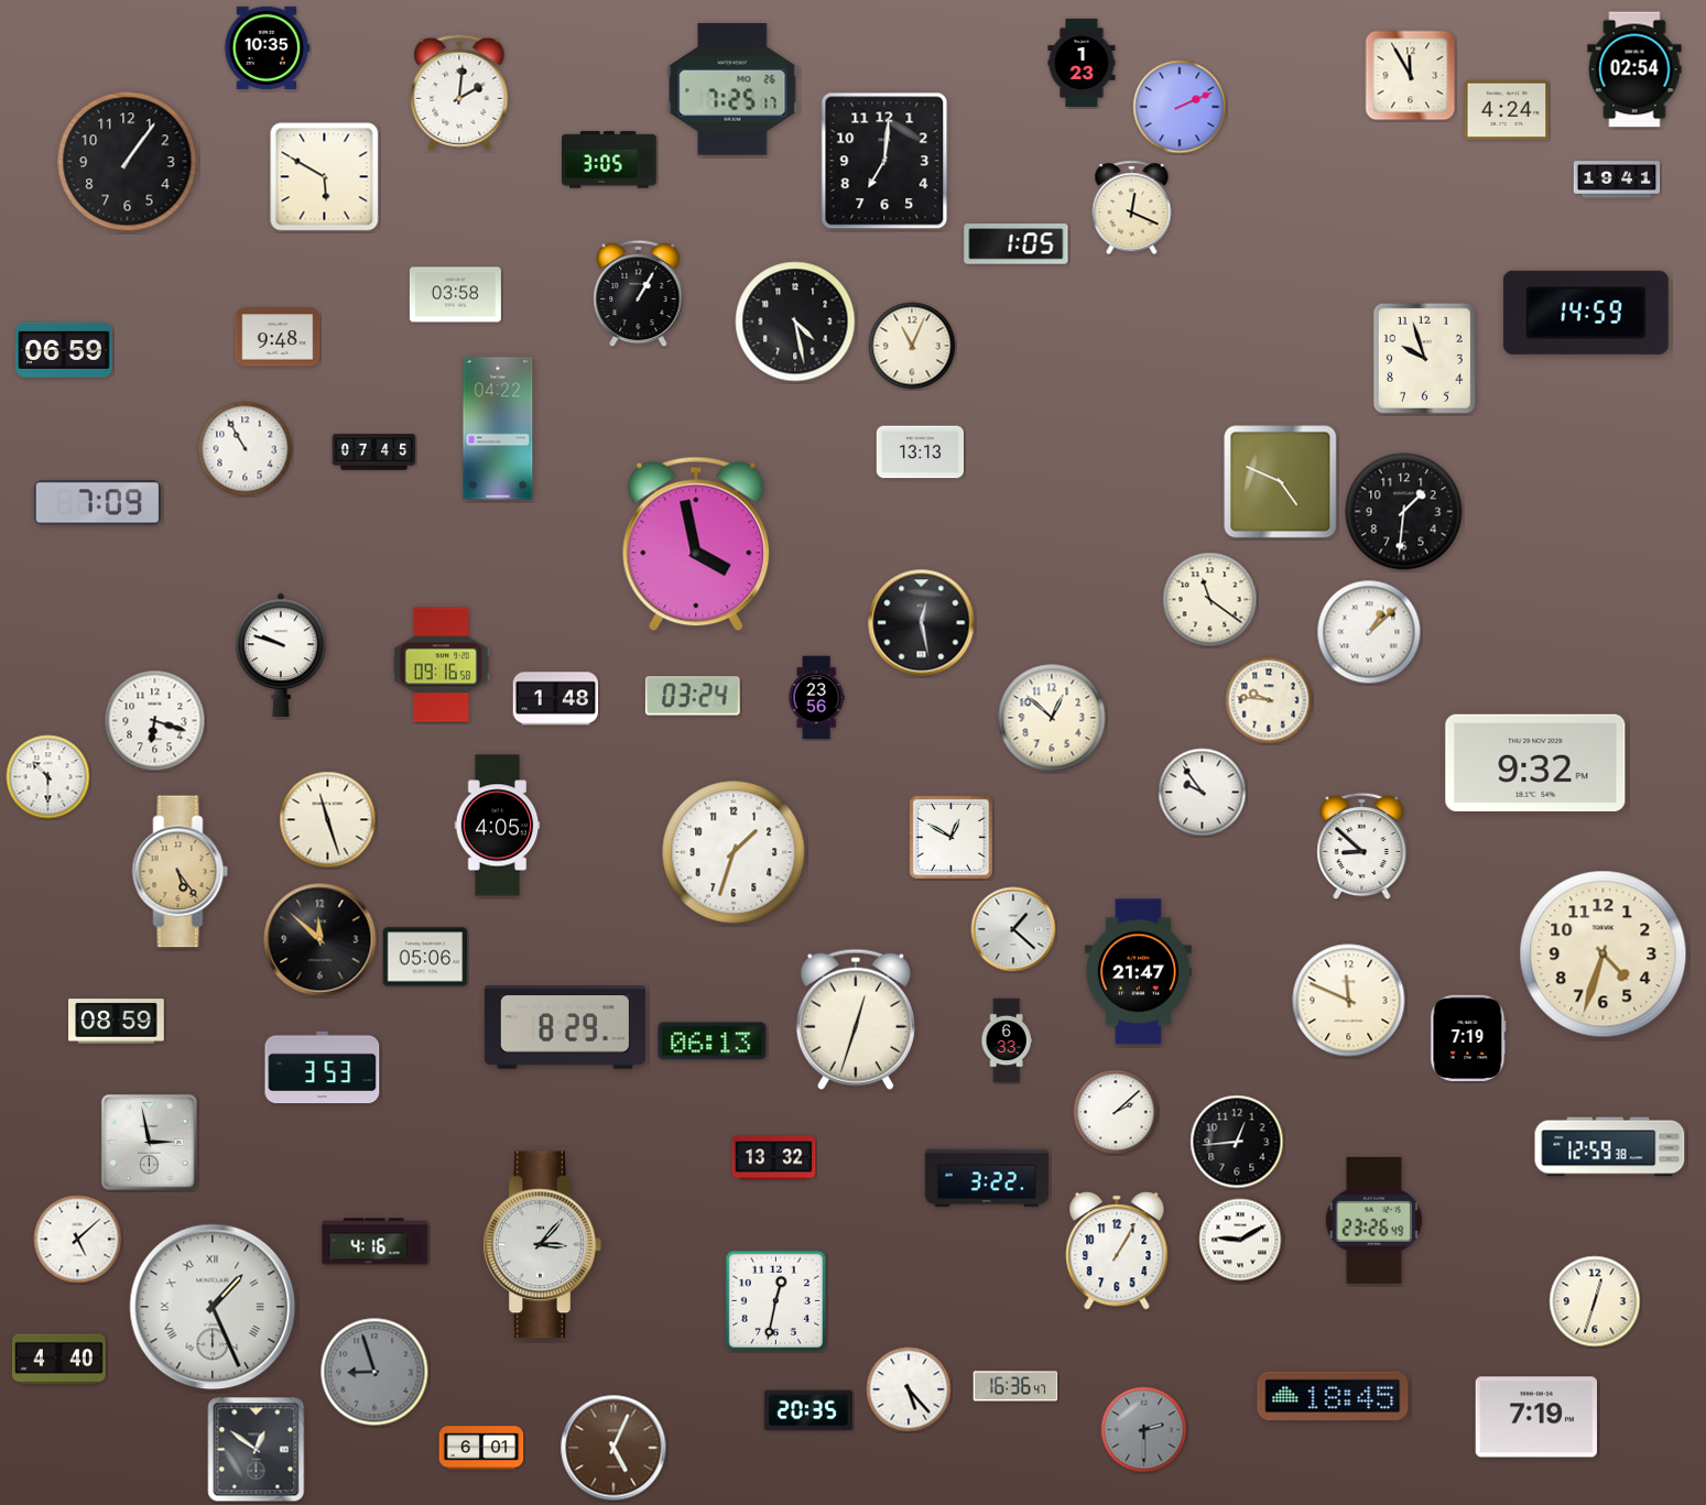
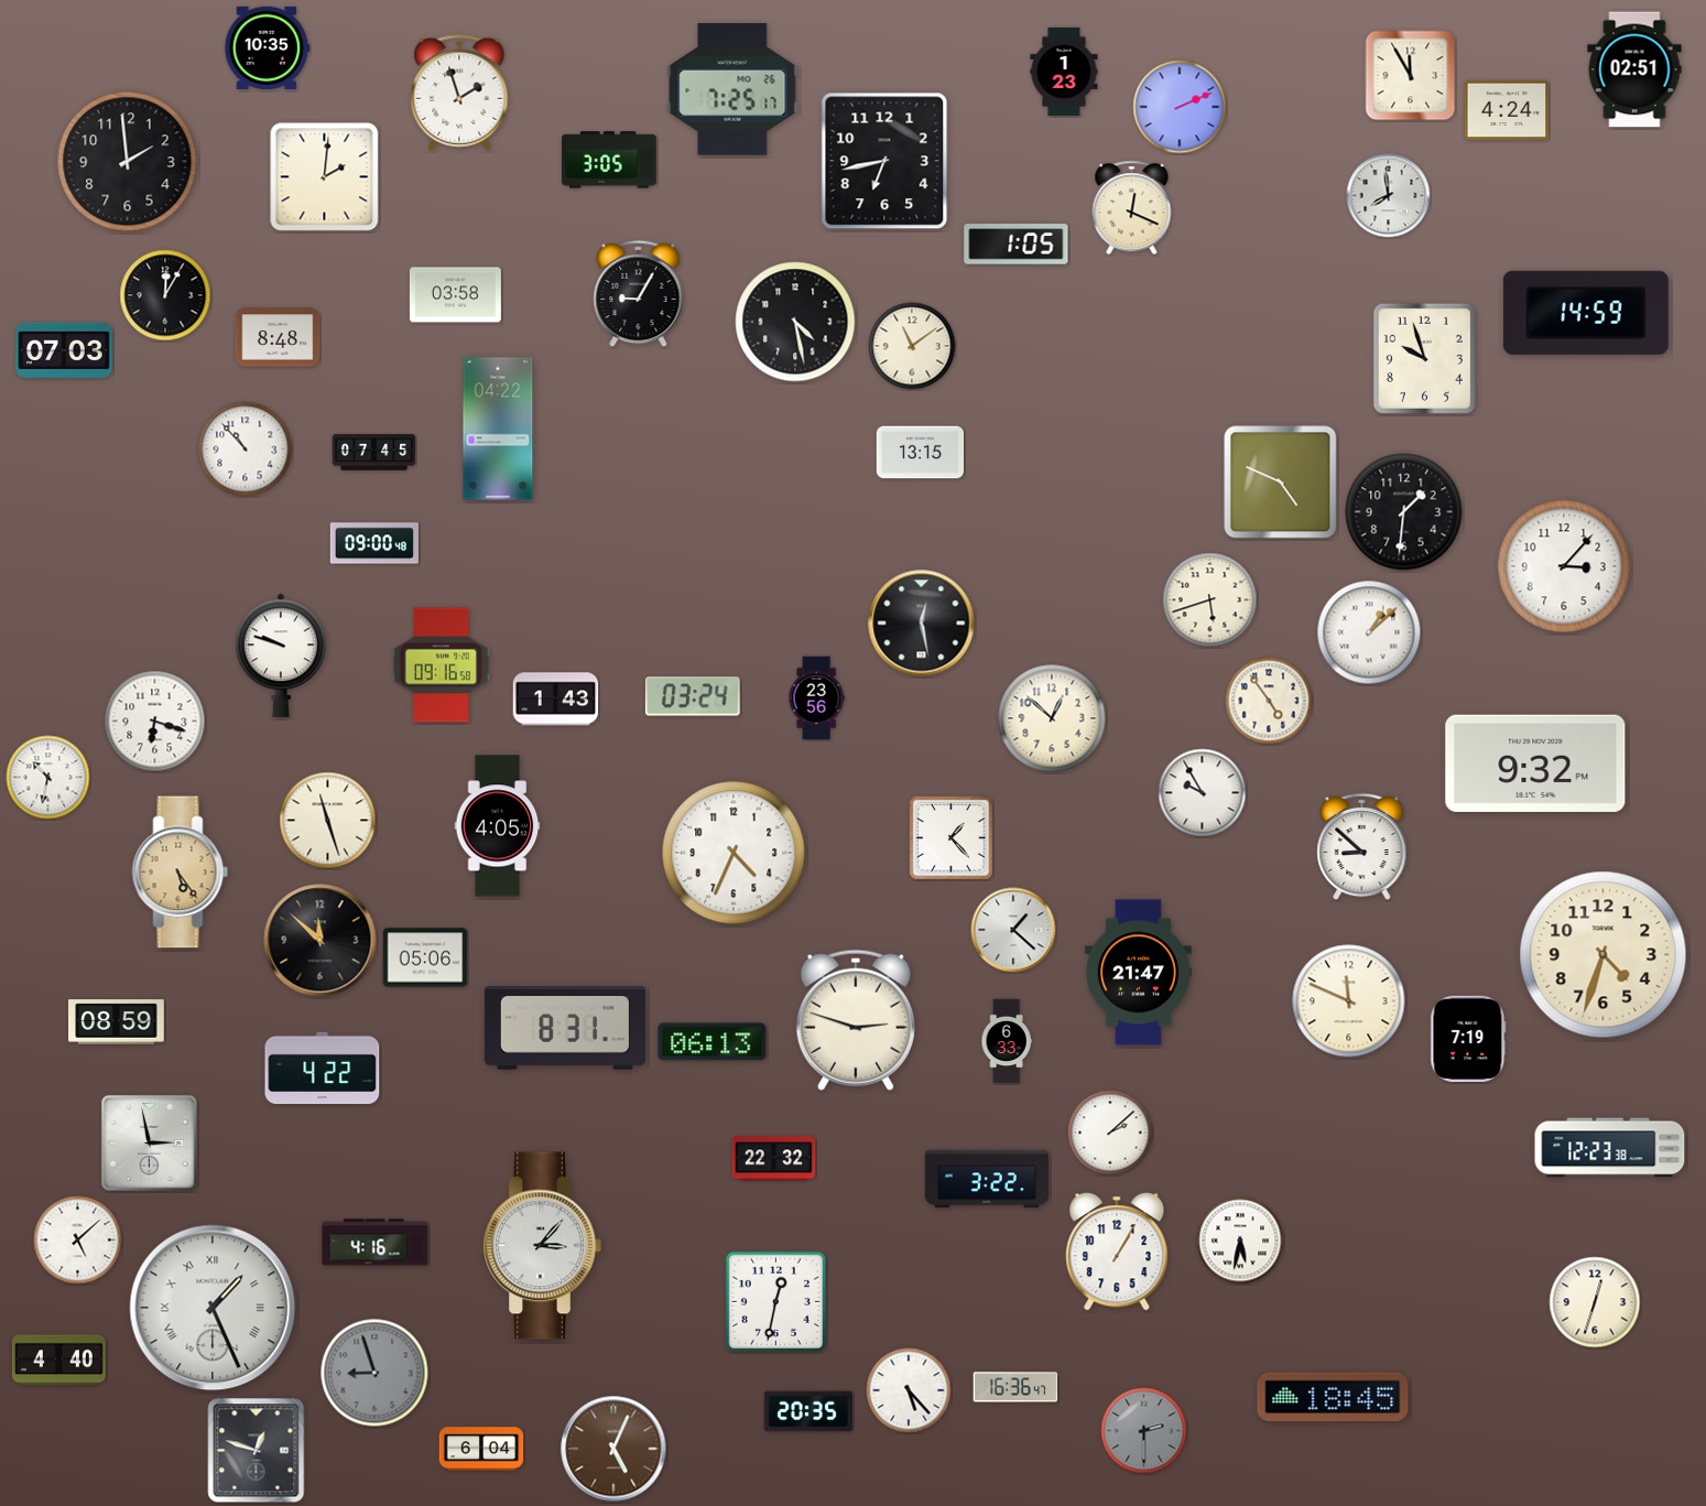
clock at (1082, 62) position: (1082, 62) -> (1064, 71)
clock at (1634, 69): 02:54 -> 02:51
clock at (459, 92): 2:01 -> 1:57
clock at (884, 161): 7:01 -> 6:43
clock at (128, 162): 1:06 -> 1:59
clock at (325, 177): 5:50 -> 2:01
clock at (1617, 179): 19:41 -> none
clock at (1389, 196): none -> 7:59
clock at (639, 294): 1:05 -> 9:05
clock at (165, 295): none -> 12:05
clock at (278, 337): 9:48 -> 8:48
clock at (912, 346): 11:04 -> 11:09
clock at (64, 349): 06:59 -> 07:03
clock at (246, 449): 10:55 -> 10:53
clock at (920, 452): 13:13 -> 13:15
clock at (97, 503): 7:09 -> none
clock at (374, 543): none -> 09:00
clock at (696, 544): 3:58 -> none
clock at (1564, 566): none -> 3:07
clock at (1210, 600): 11:21 -> 5:42
clock at (556, 699): 1:48 -> 1:43
clock at (1269, 700): 9:46 -> 4:54
clock at (48, 777): 10:30 -> 10:32
clock at (1203, 793): 9:54 -> 9:55
clock at (952, 838): 12:50 -> 1:23
clock at (734, 852): 1:33 -> 4:34
clock at (856, 1019): 12:33 -> 2:48
clock at (565, 1027): 8:29 -> 8:31
clock at (323, 1068): 3:53 -> 4:22
clock at (1116, 1112) position: (1116, 1112) -> (1110, 1133)
clock at (1237, 1142): 12:44 -> none
clock at (1610, 1147): 12:59 -> 12:23
clock at (774, 1158): 13:32 -> 22:32
clock at (1373, 1220): 23:26 -> none
clock at (1240, 1240): 9:10 -> 5:32
clock at (1535, 1417): 7:19 -> none
clock at (481, 1448): 6:01 -> 6:04
clock at (257, 1450): 12:51 -> 12:48
